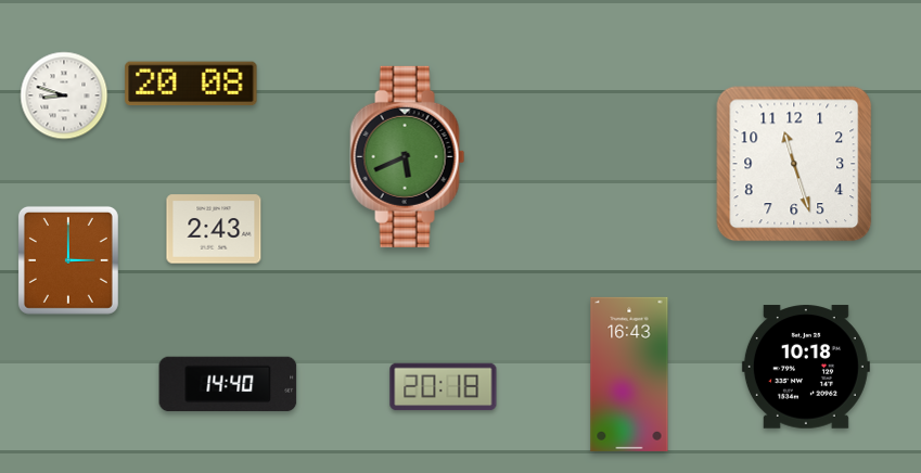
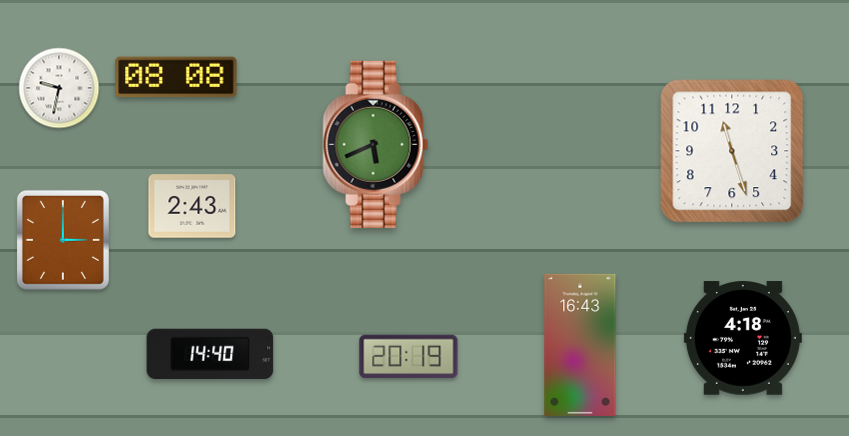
clock at (191, 84): 20:08 -> 08:08
clock at (64, 95): 8:48 -> 9:32
clock at (214, 229) position: (214, 229) -> (192, 206)
clock at (806, 367): 10:18 -> 4:18
clock at (444, 387): 20:18 -> 20:19
